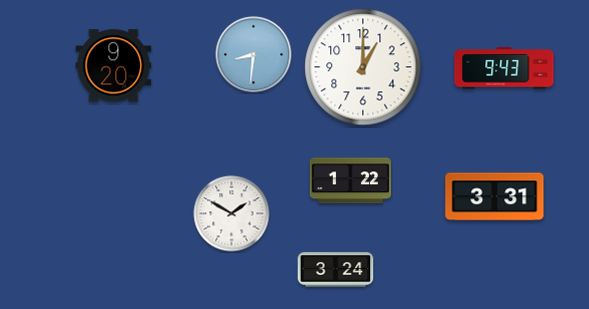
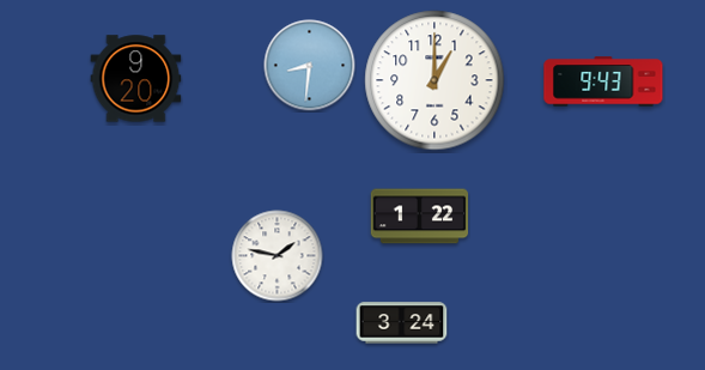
clock at (254, 55) position: (254, 55) -> (310, 66)
clock at (495, 197): 3:31 -> none
clock at (232, 214): 1:50 -> 1:47
